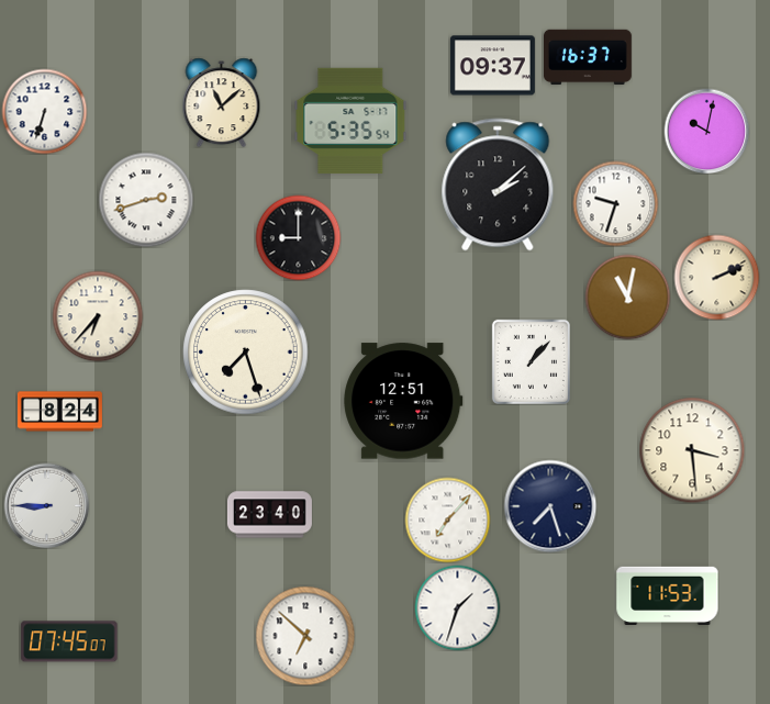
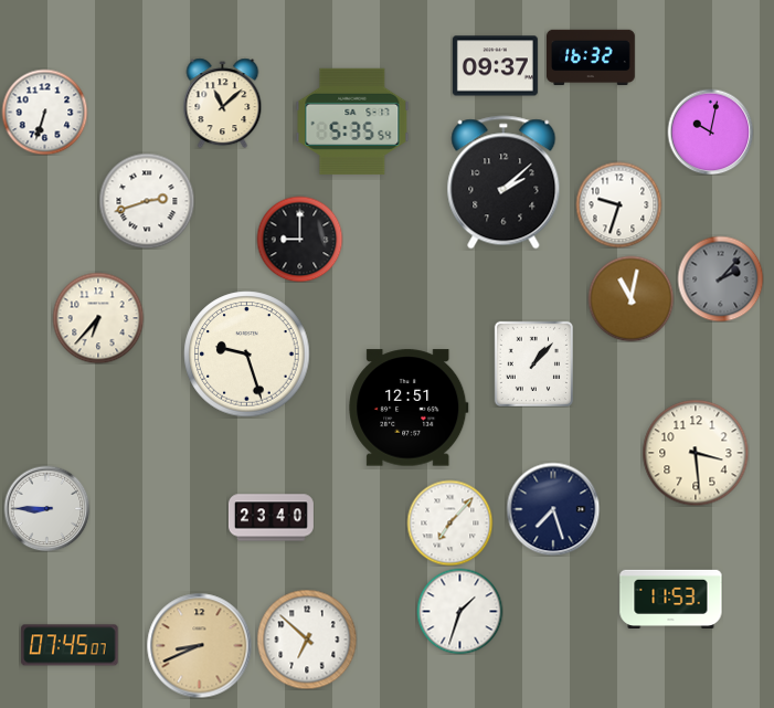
clock at (589, 57): 16:37 -> 16:32
clock at (498, 185) position: (498, 185) -> (503, 182)
clock at (716, 277): 2:11 -> 2:07
clock at (716, 277) dial: cream -> grey
clock at (246, 353): 7:27 -> 9:27
clock at (403, 401) position: (403, 401) -> (409, 408)
clock at (59, 412): 8:24 -> none
clock at (199, 645): none -> 8:41
